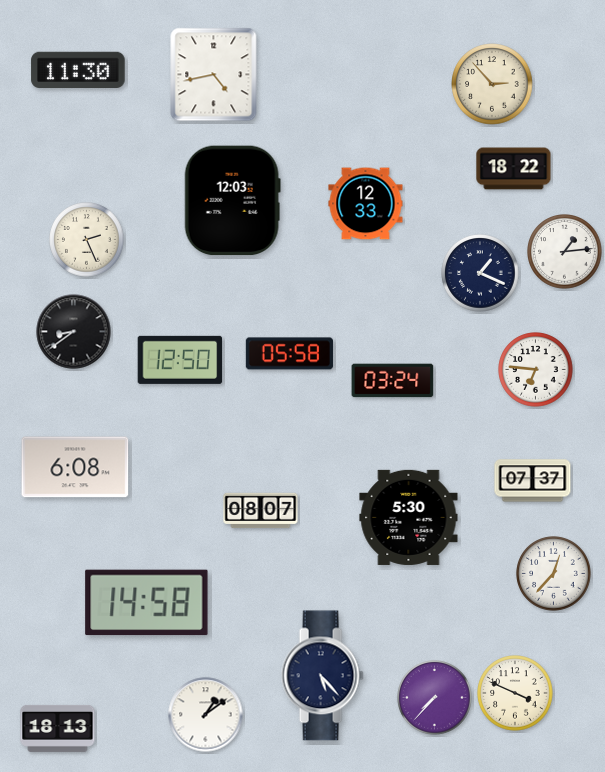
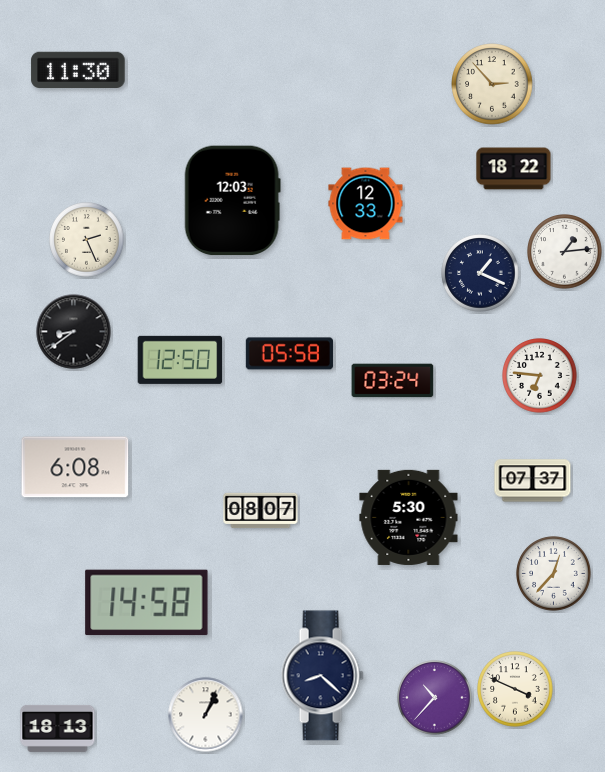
clock at (214, 75): 4:43 -> none
clock at (536, 370) position: (536, 370) -> (540, 376)
clock at (322, 676): 5:23 -> 8:22
clock at (515, 693) position: (515, 693) -> (515, 689)
clock at (435, 698): 7:37 -> 10:37
clock at (206, 715): 1:09 -> 1:04
